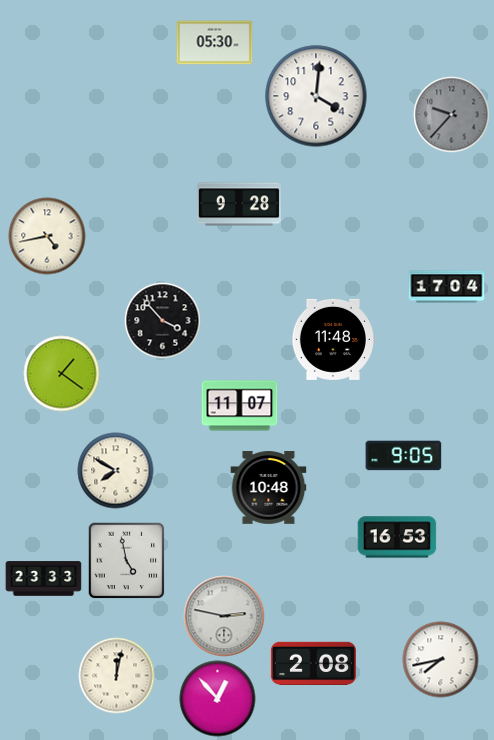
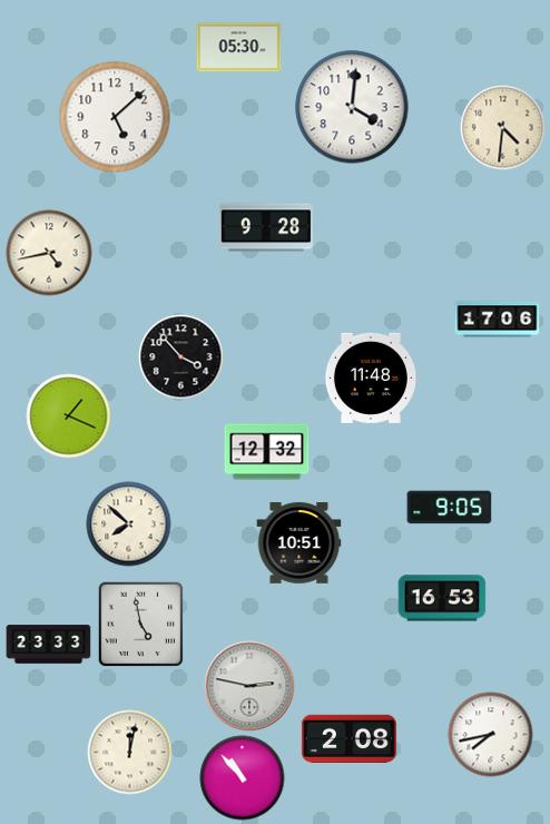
clock at (115, 117): none -> 5:08
clock at (452, 115): 9:37 -> 4:31
clock at (452, 115) dial: grey -> cream
clock at (47, 236) position: (47, 236) -> (49, 253)
clock at (447, 287): 17:04 -> 17:06
clock at (62, 374): 1:21 -> 1:19
clock at (240, 406): 11:07 -> 12:32
clock at (116, 471): 7:50 -> 7:52
clock at (269, 488): 10:48 -> 10:51
clock at (218, 699): 12:53 -> 10:53
